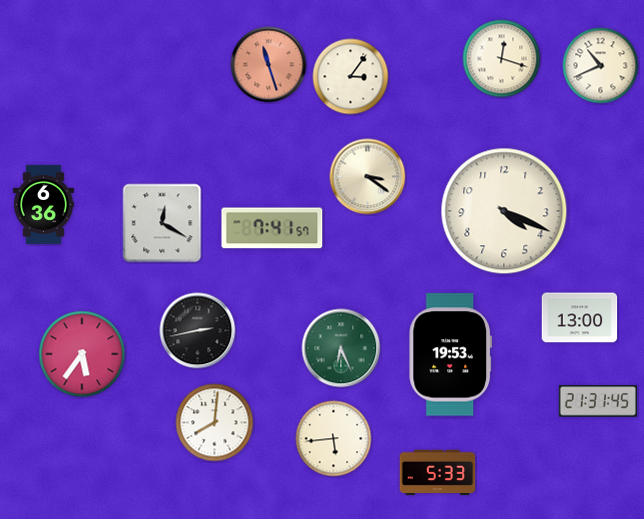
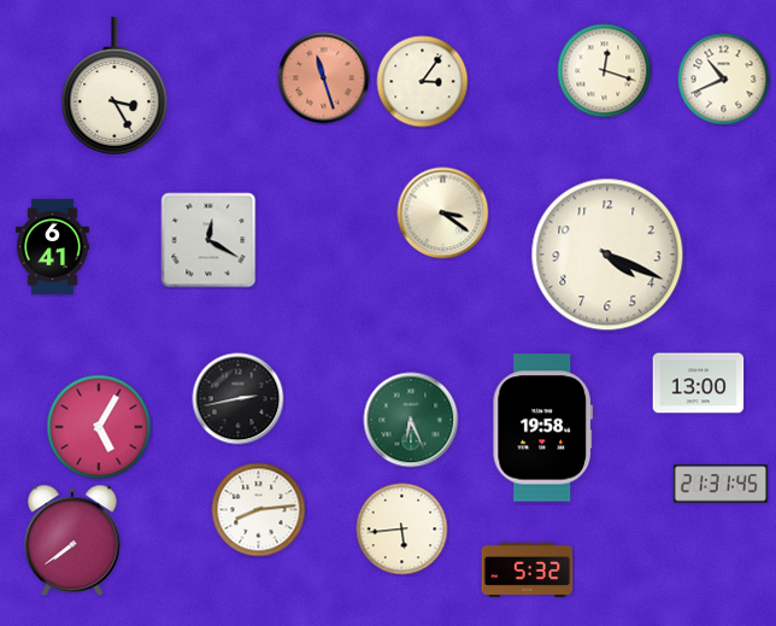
clock at (114, 86): none -> 3:25
clock at (351, 77) position: (351, 77) -> (423, 82)
clock at (43, 204): 6:36 -> 6:41
clock at (162, 223) position: (162, 223) -> (208, 240)
clock at (272, 228): 7:41 -> none
clock at (82, 354): 5:36 -> 5:05
clock at (450, 355): 19:53 -> 19:58
clock at (215, 423): 8:01 -> 8:14
clock at (74, 540): none -> 7:39
clock at (438, 473): 5:33 -> 5:32
